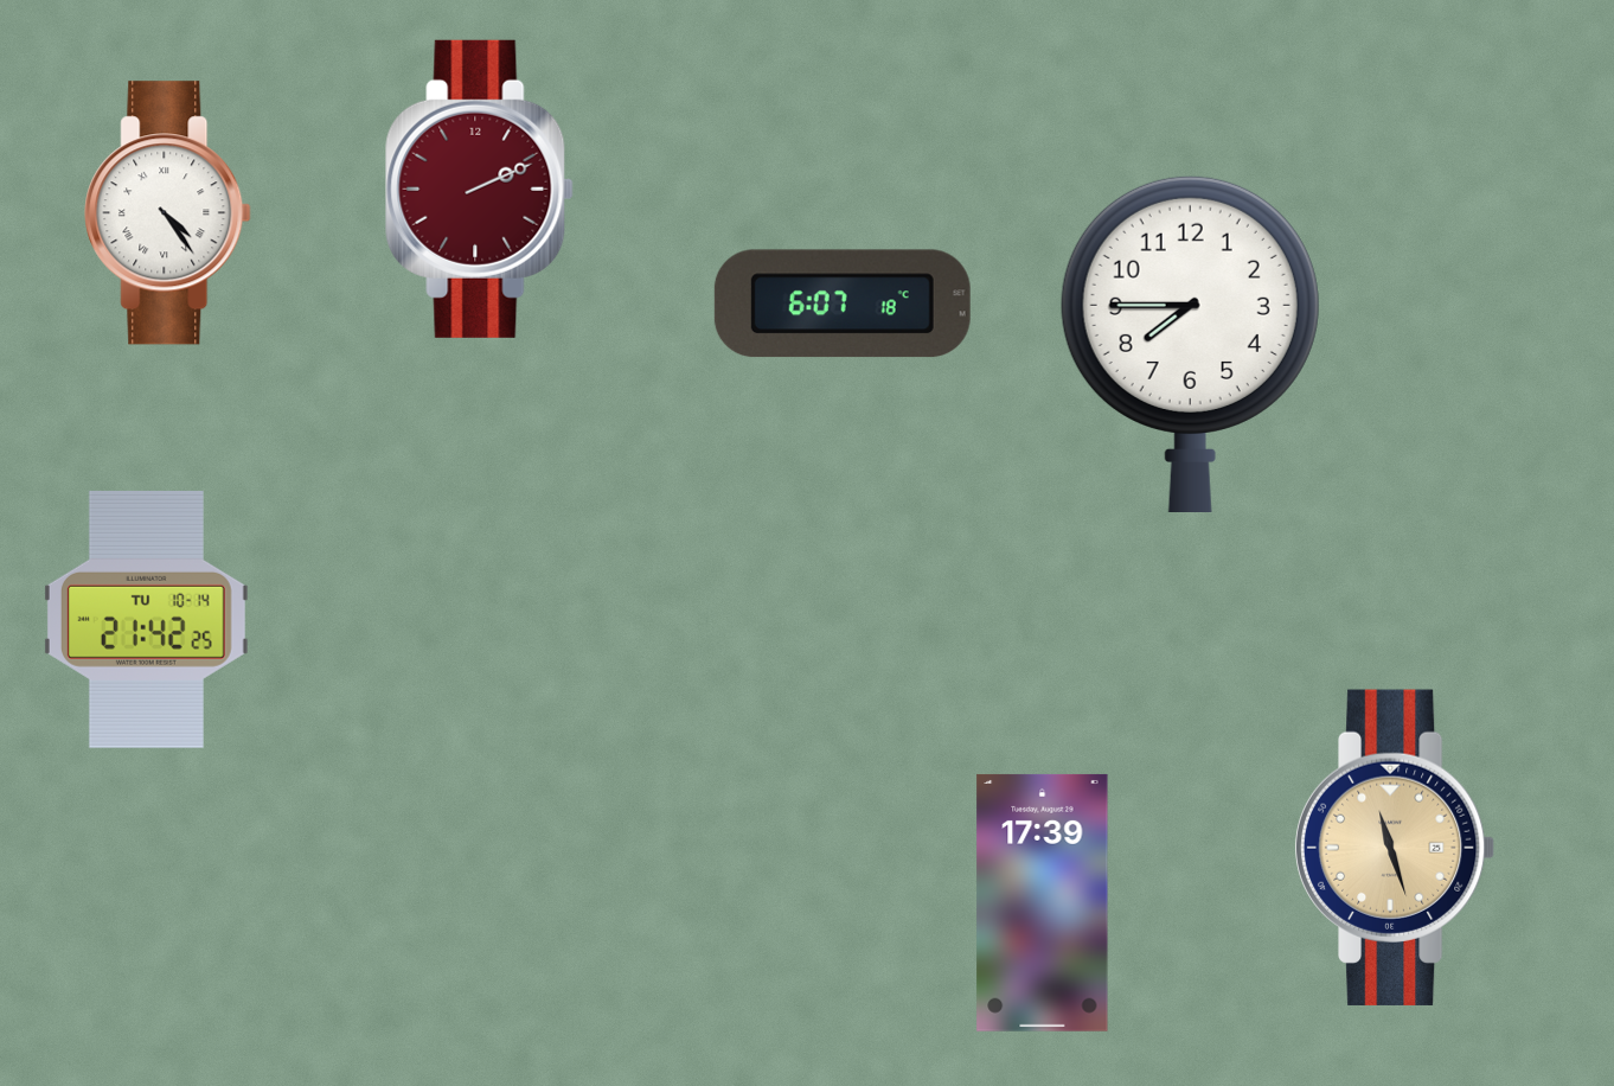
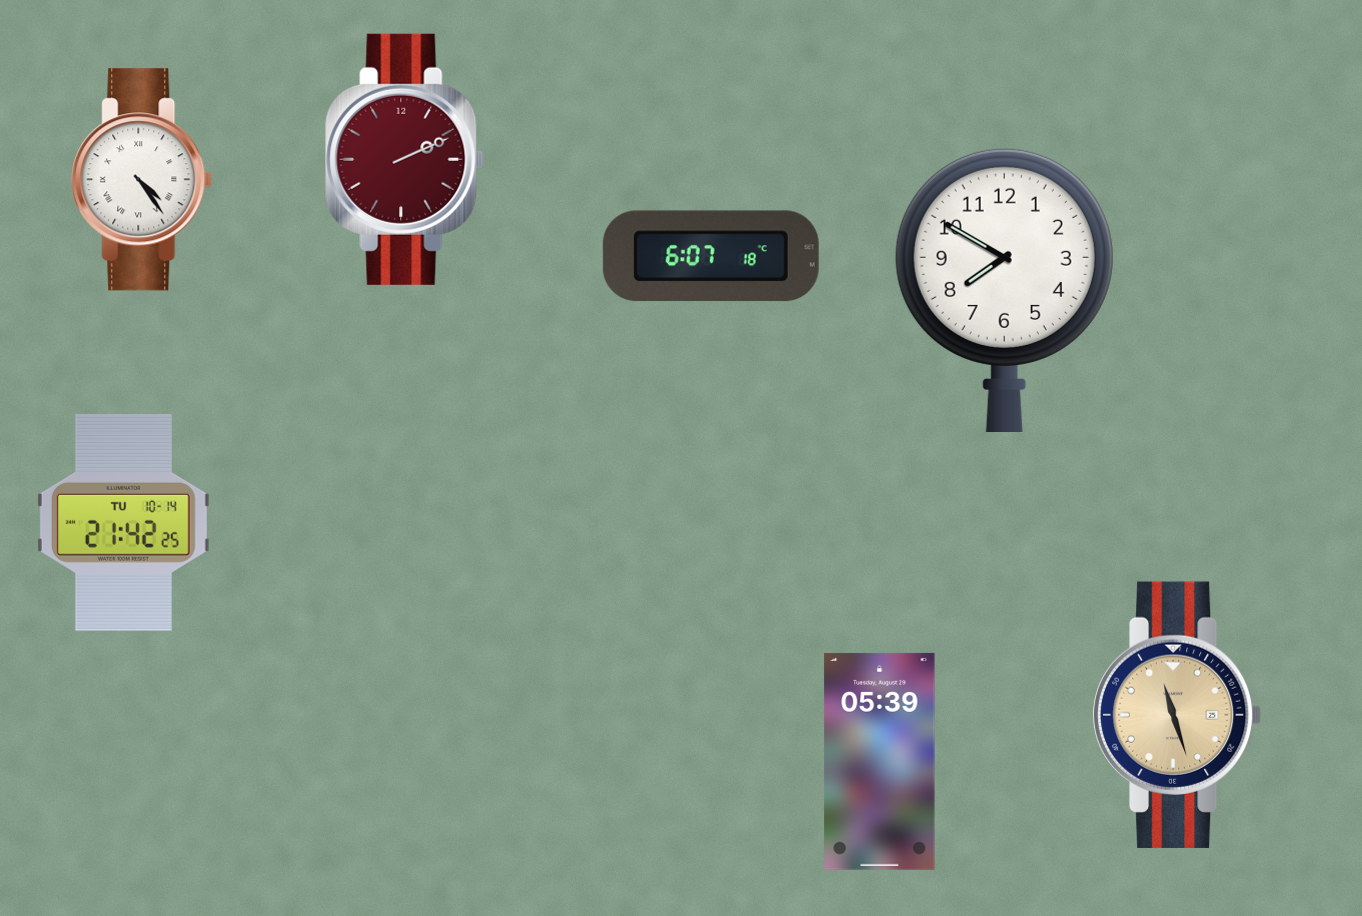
clock at (1190, 343): 7:45 -> 7:50
clock at (1043, 902): 17:39 -> 05:39
